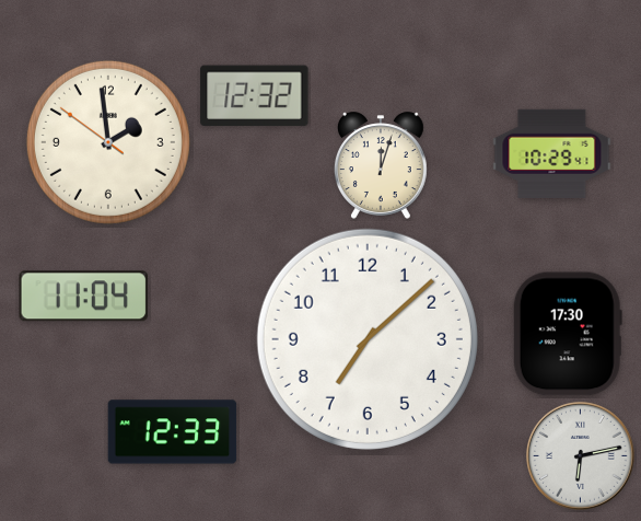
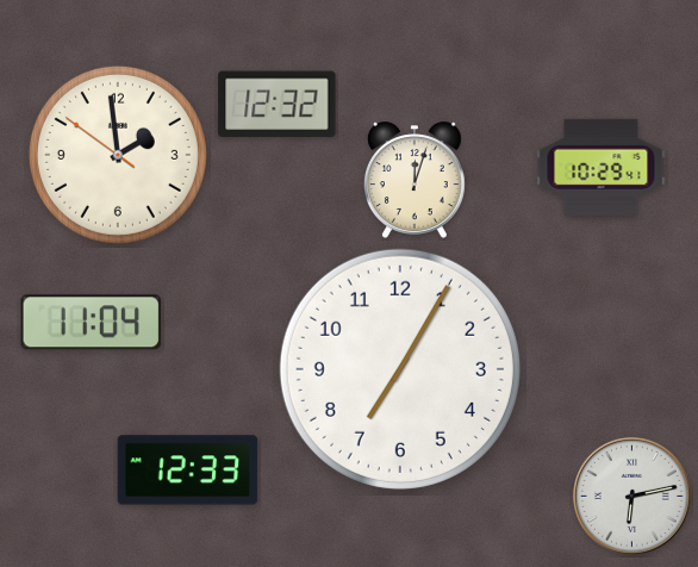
clock at (568, 334): 17:30 -> none
clock at (368, 339): 7:08 -> 7:05
